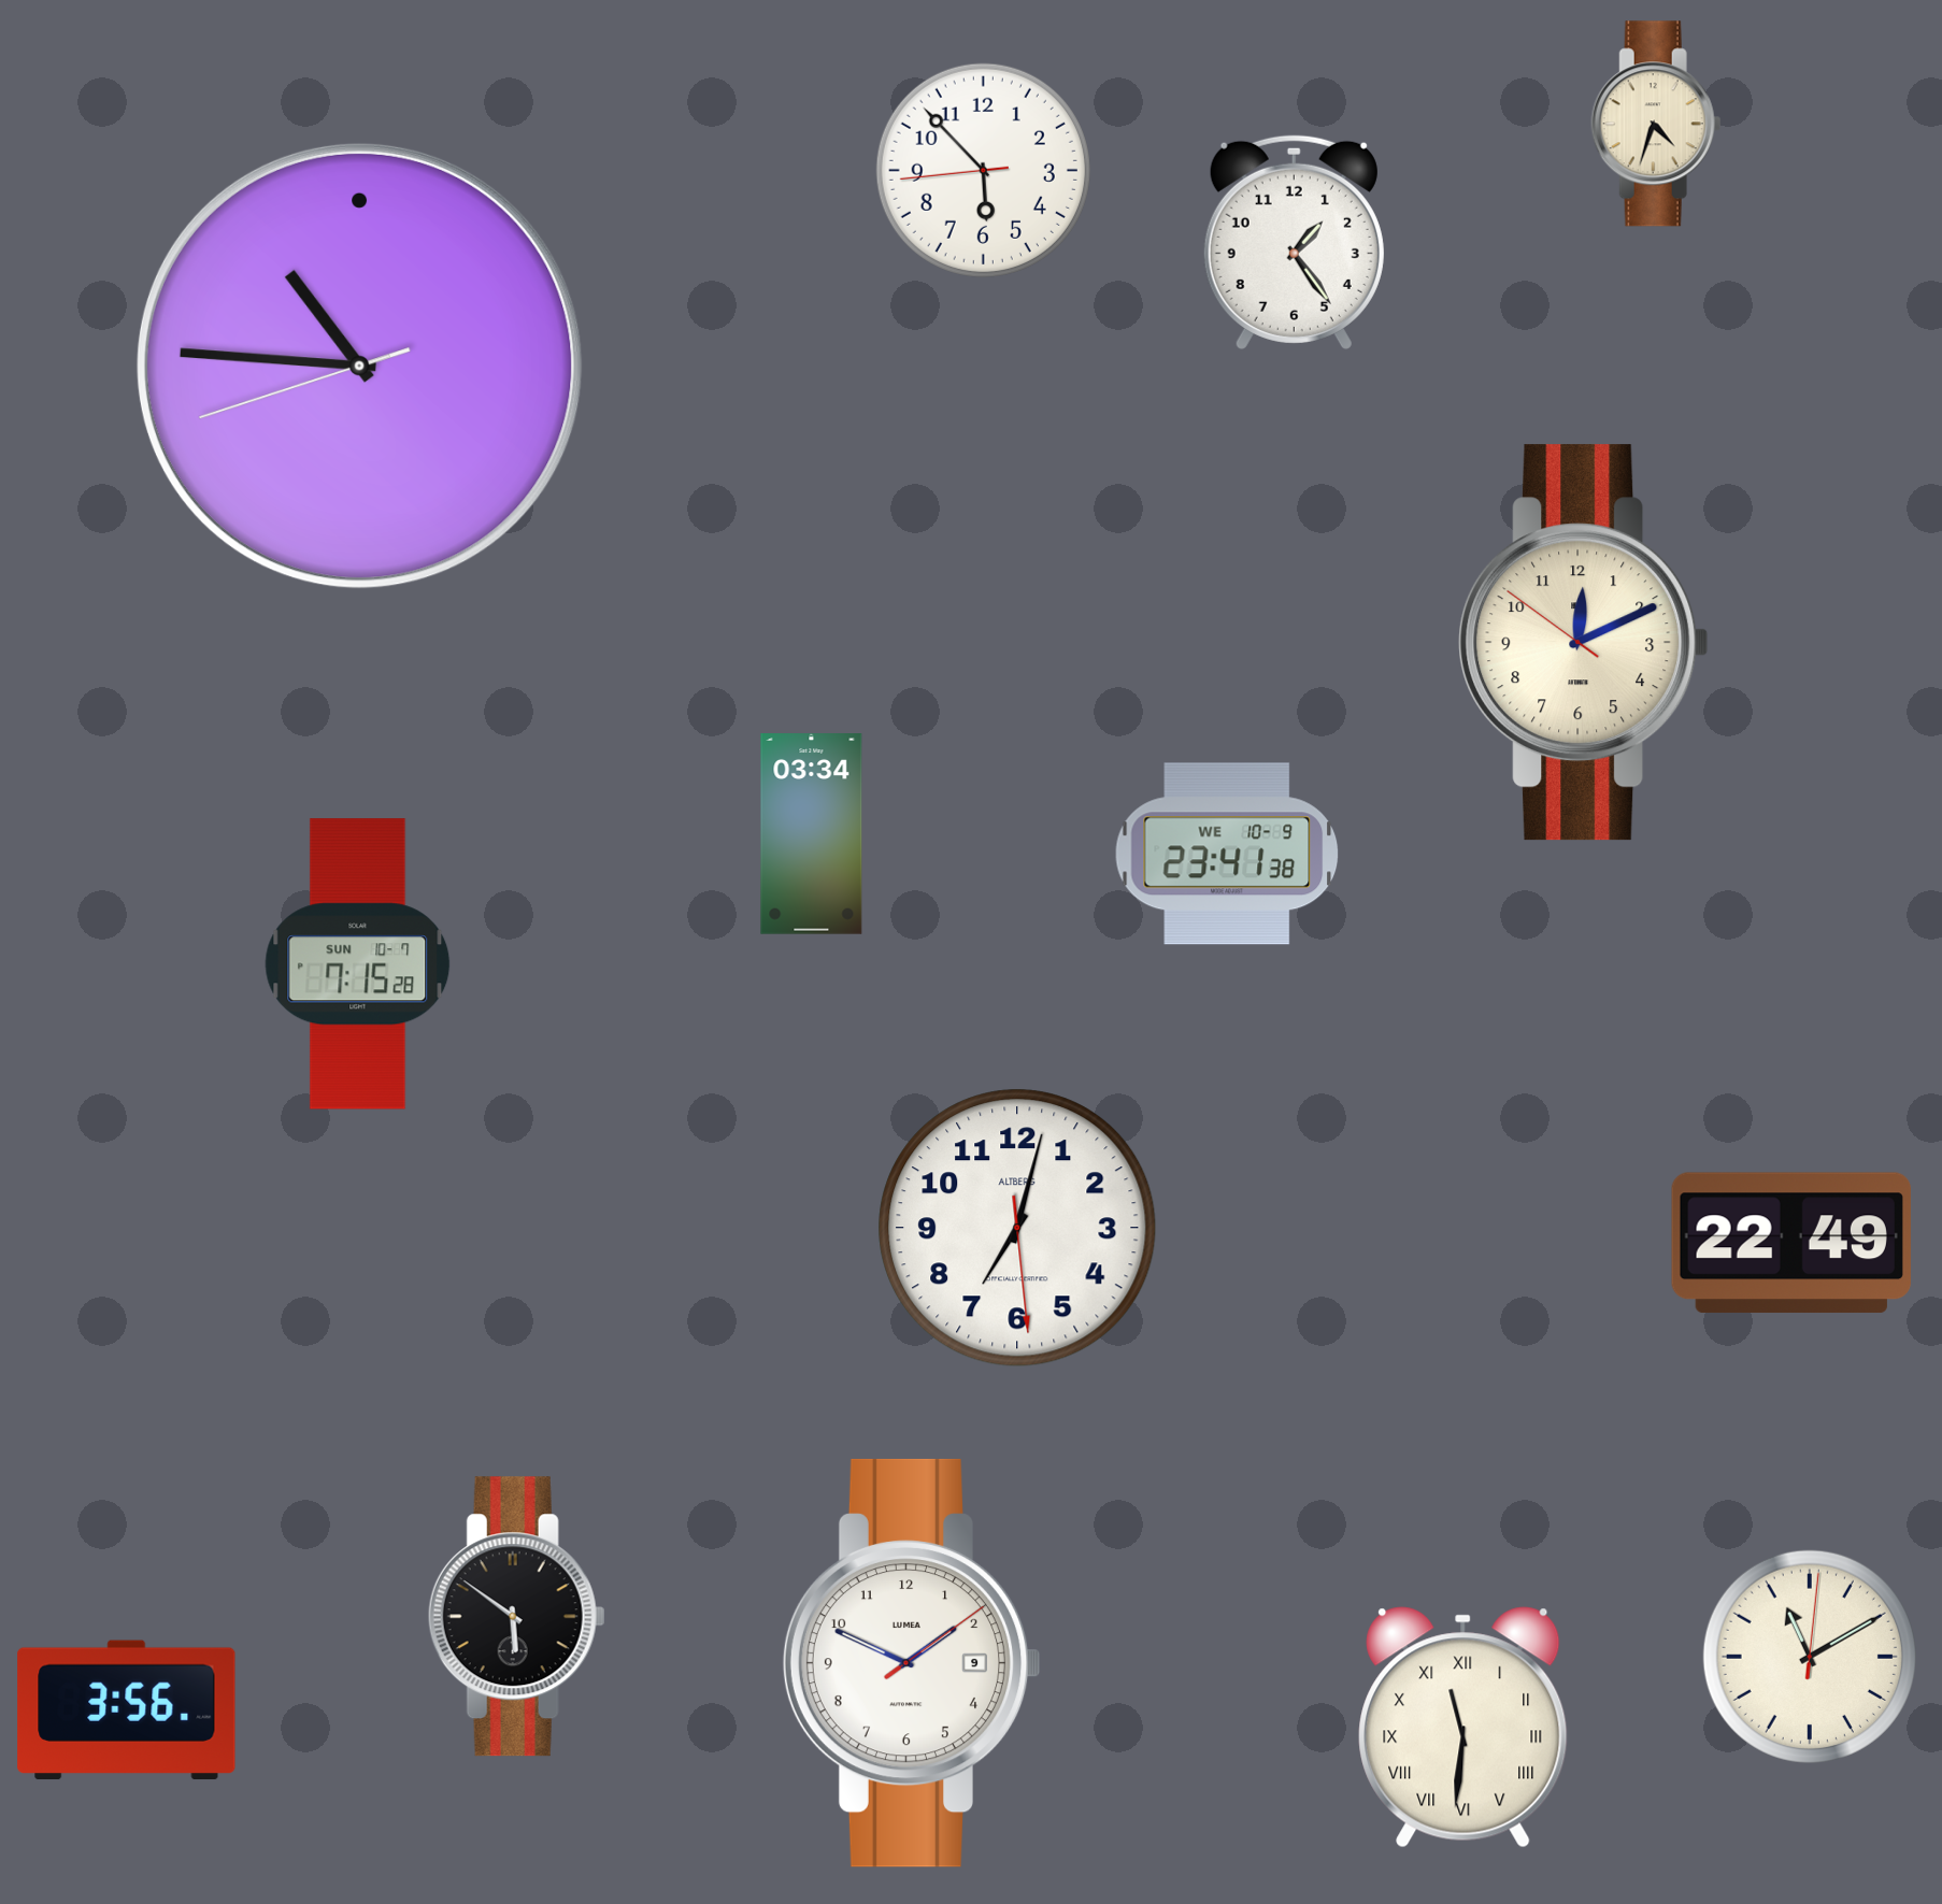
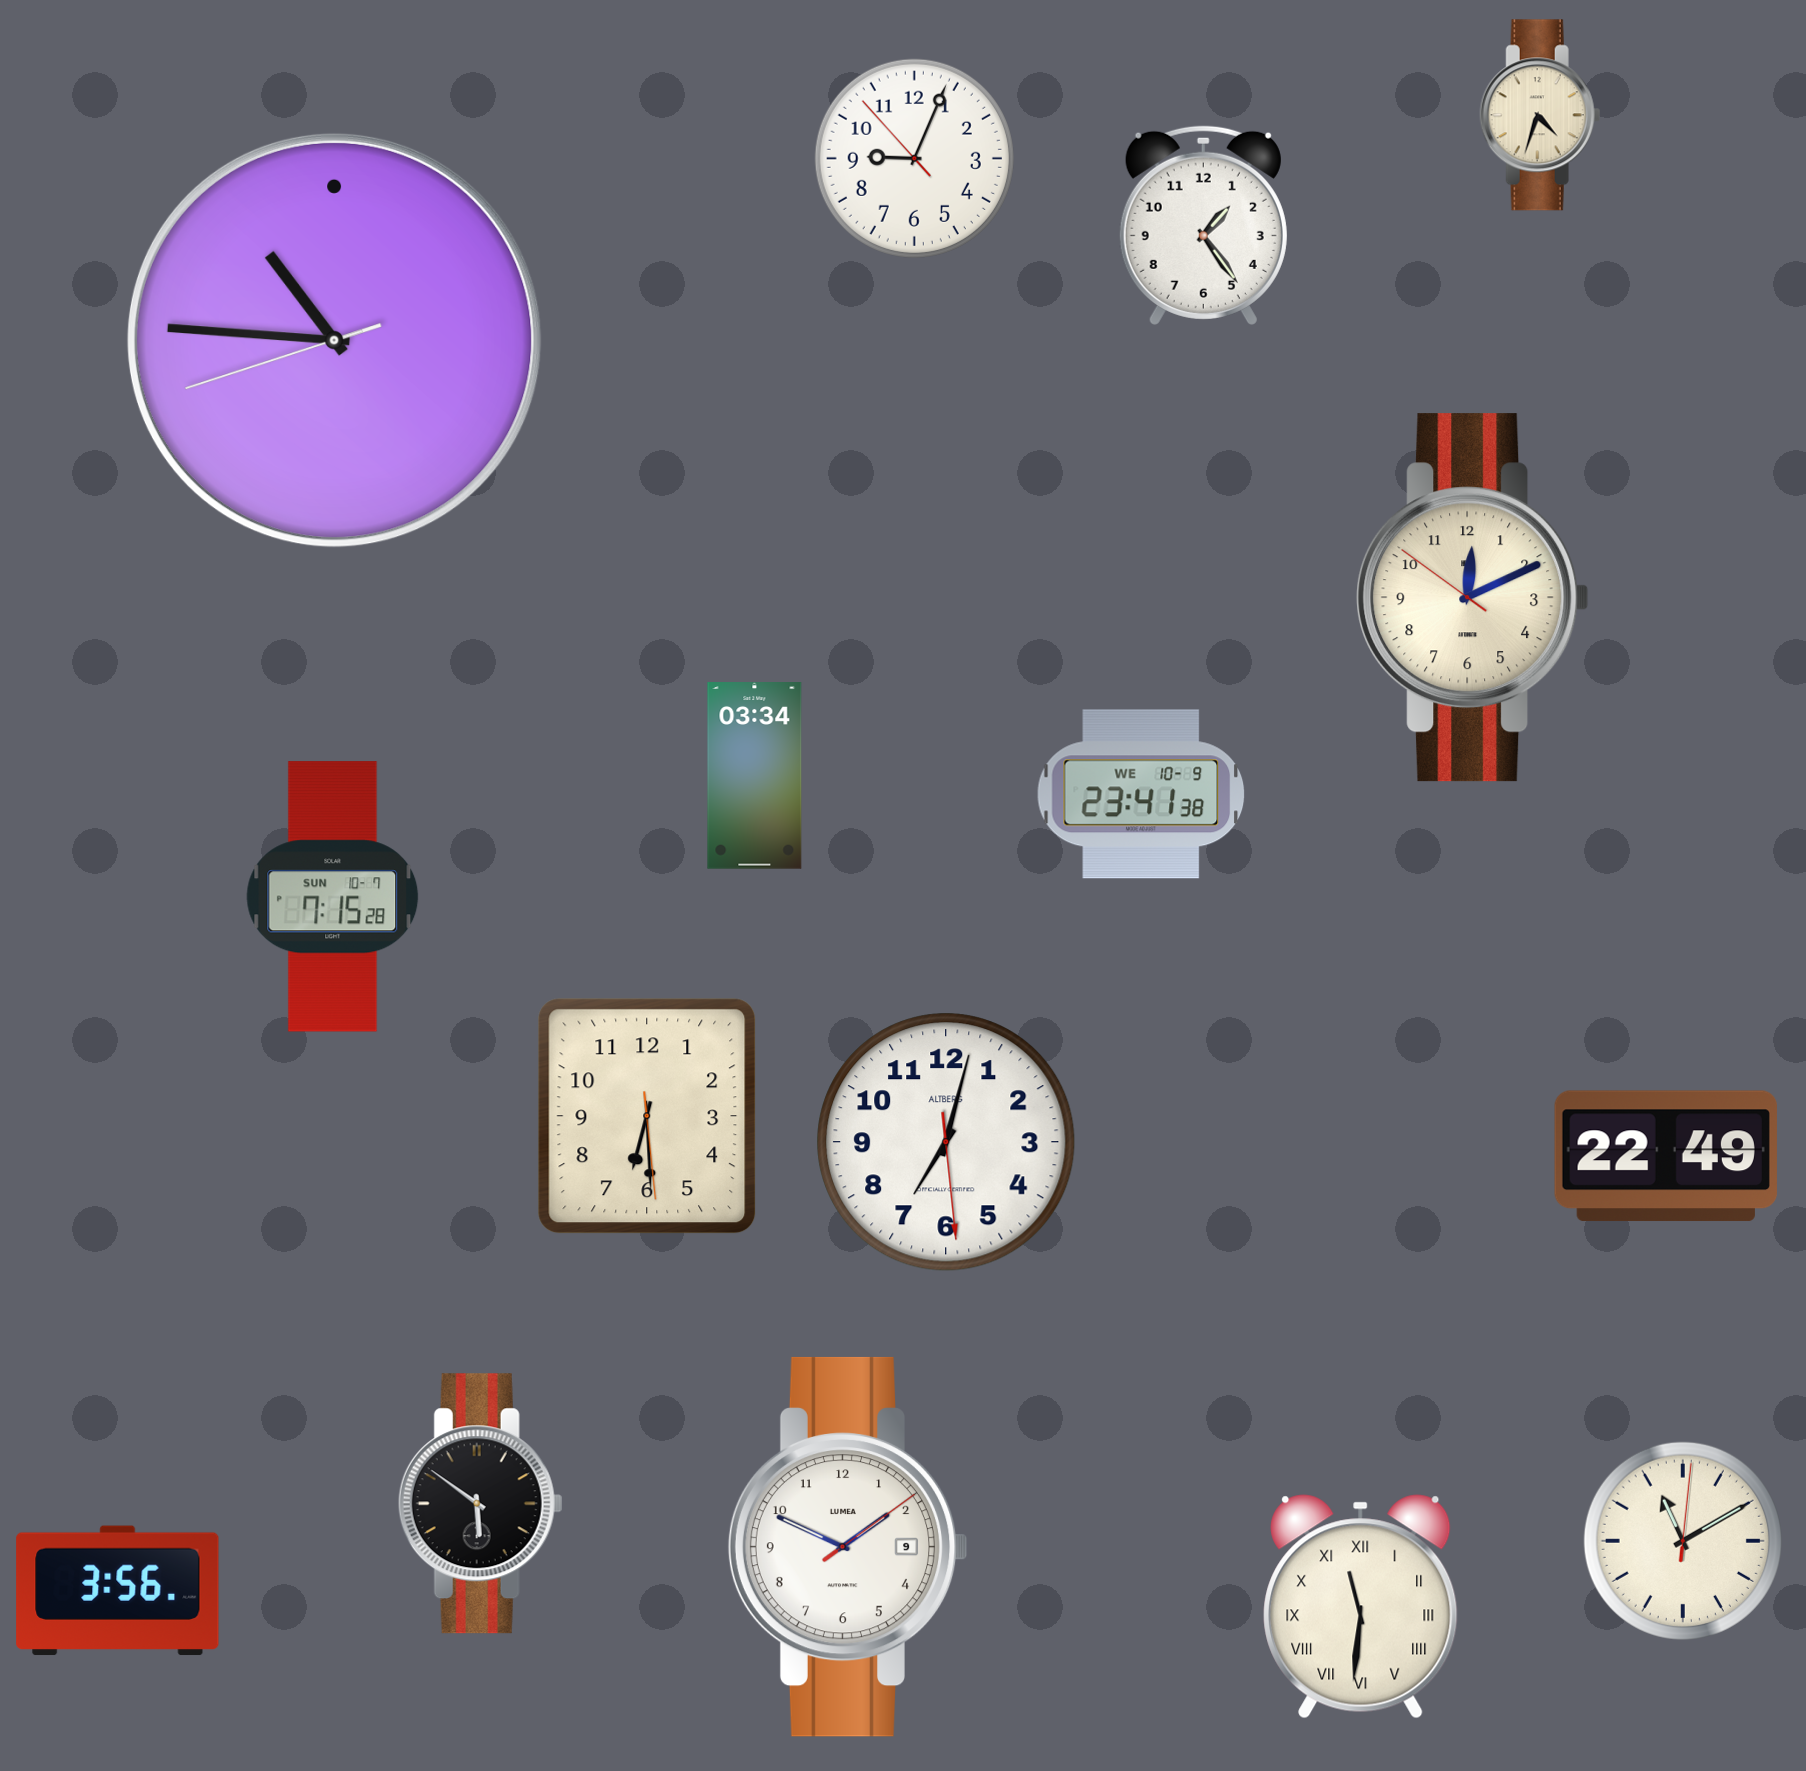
clock at (983, 170): 5:52 -> 9:03
clock at (647, 1116): none -> 6:29
